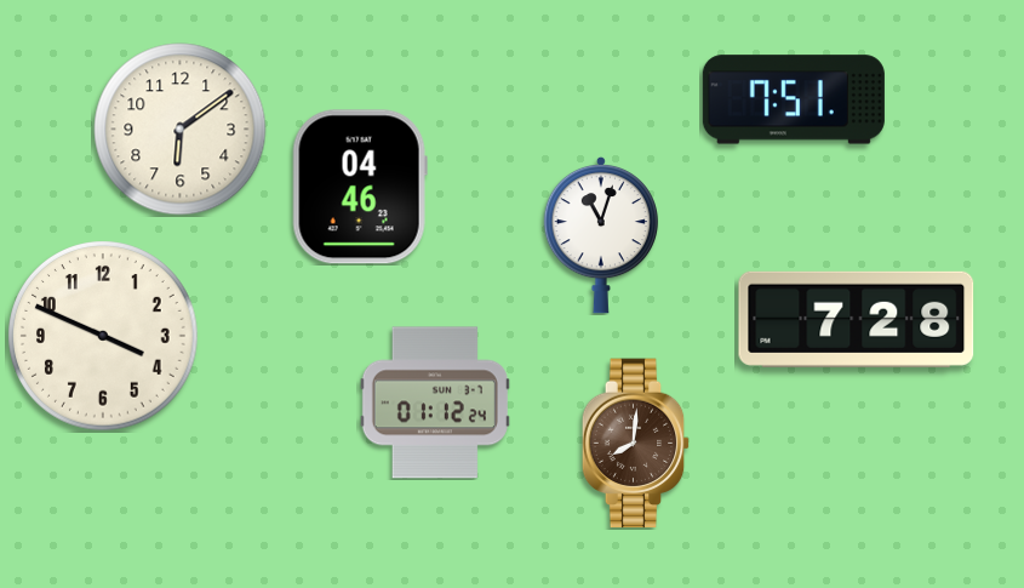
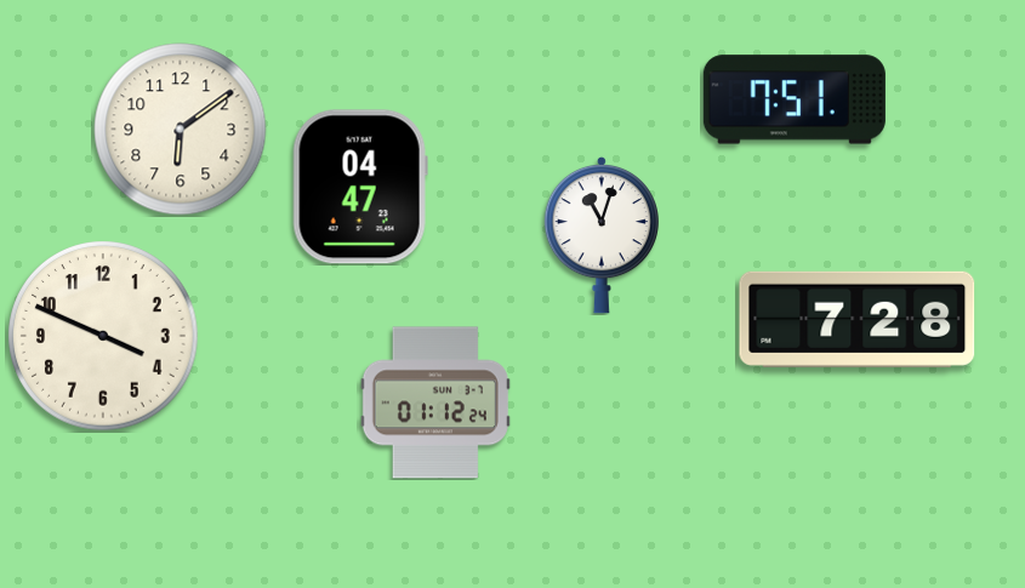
clock at (360, 187): 04:46 -> 04:47
clock at (636, 444): 8:01 -> none
